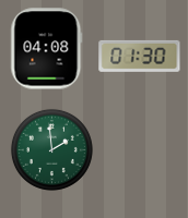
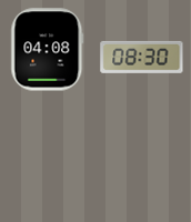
clock at (140, 56): 01:30 -> 08:30
clock at (51, 149): 1:59 -> none
